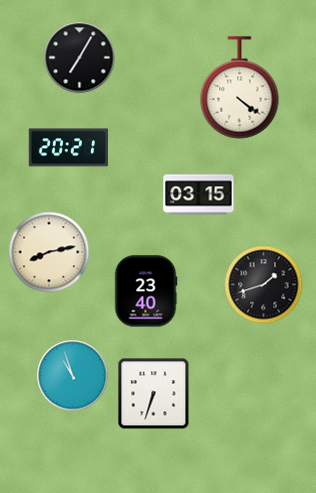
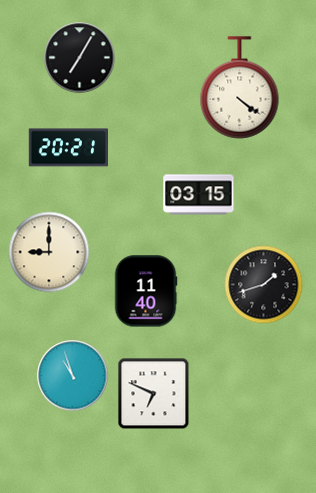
clock at (49, 252): 8:13 -> 9:00
clock at (146, 291): 23:40 -> 11:40
clock at (154, 394): 6:33 -> 6:49
